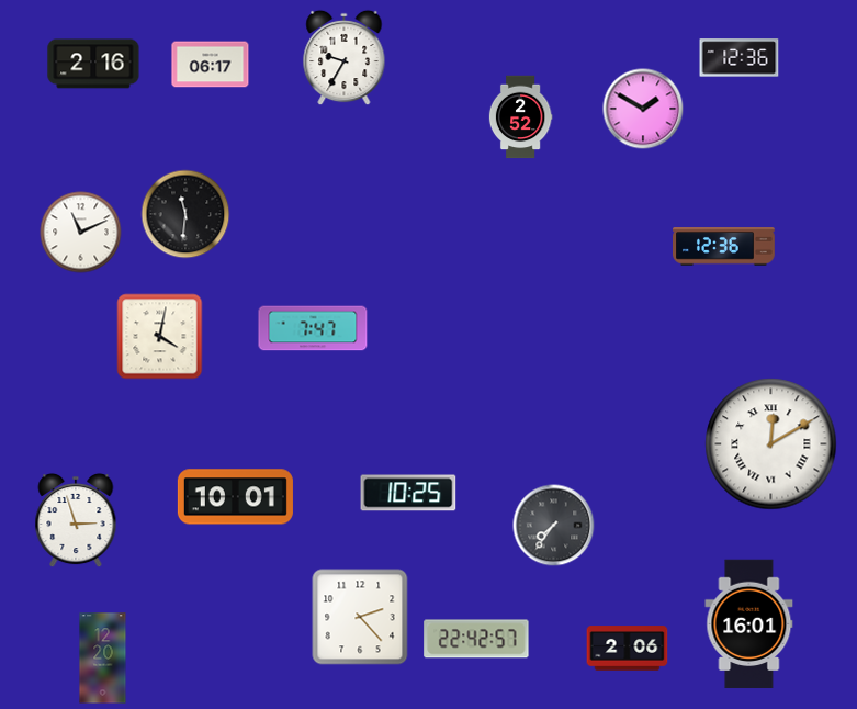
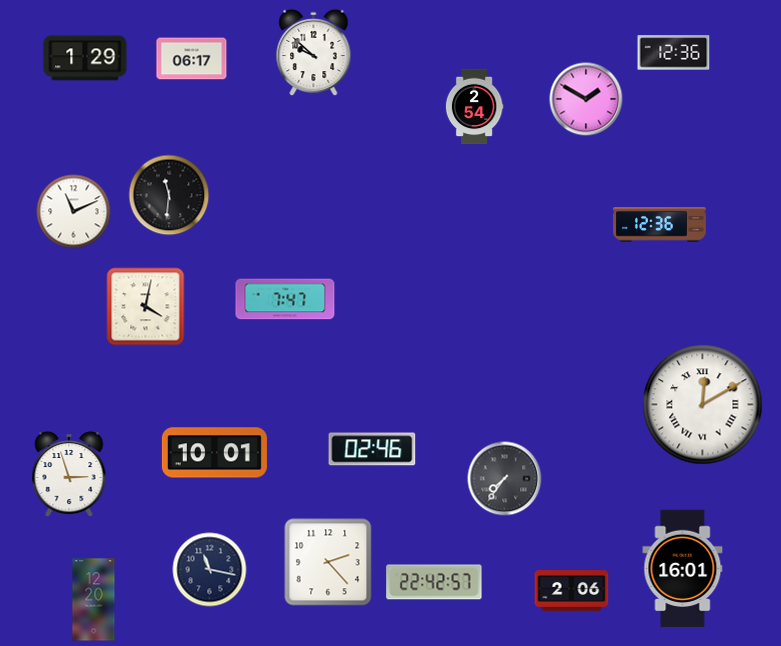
clock at (345, 58): 9:35 -> 9:52
clock at (93, 64): 2:16 -> 1:29
clock at (520, 117): 2:52 -> 2:54
clock at (408, 493): 10:25 -> 02:46
clock at (210, 570): none -> 11:17
